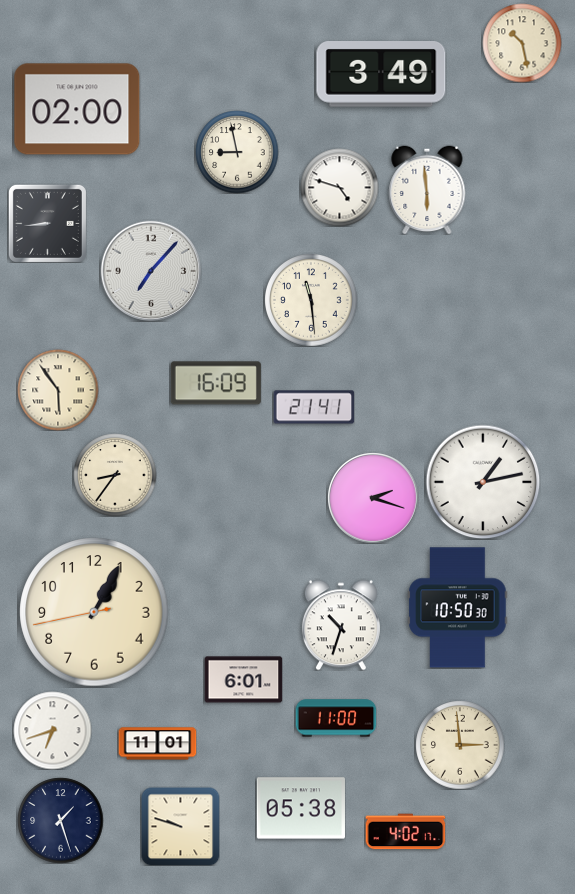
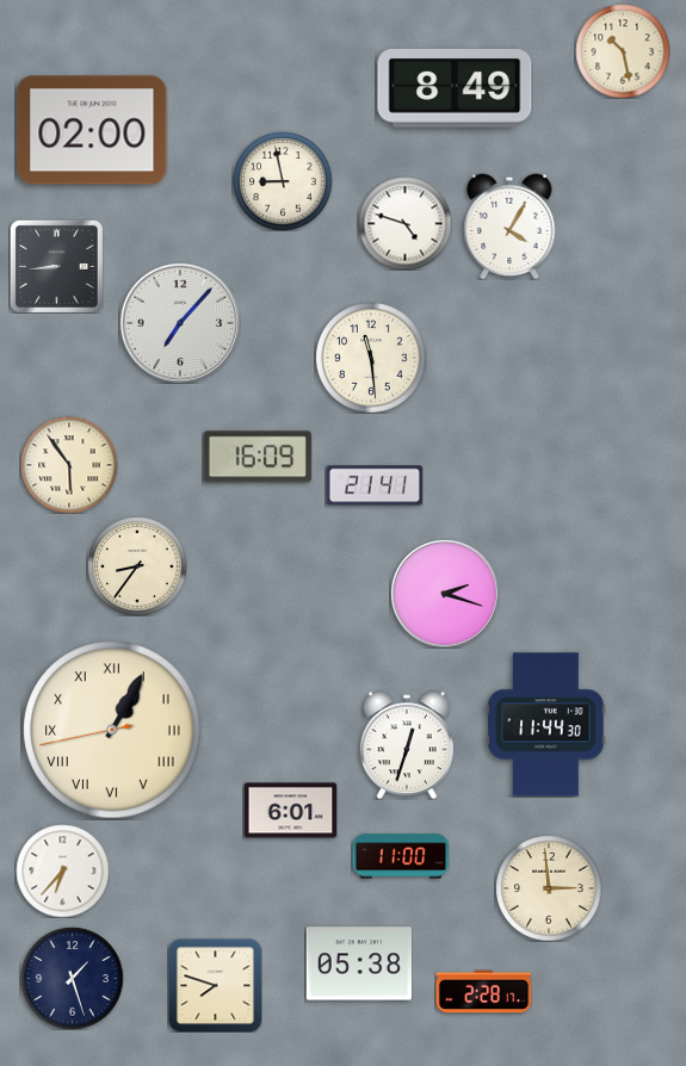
clock at (381, 75): 3:49 -> 8:49
clock at (427, 190): 5:59 -> 4:05
clock at (483, 482): 1:13 -> none
clock at (458, 608): 10:50 -> 11:44
clock at (94, 612) numerals: Arabic -> Roman
clock at (341, 625): 10:33 -> 12:33
clock at (52, 730): 6:42 -> 6:37
clock at (157, 744): 11:01 -> none
clock at (180, 826): 9:48 -> 7:48
clock at (405, 832): 4:02 -> 2:28
